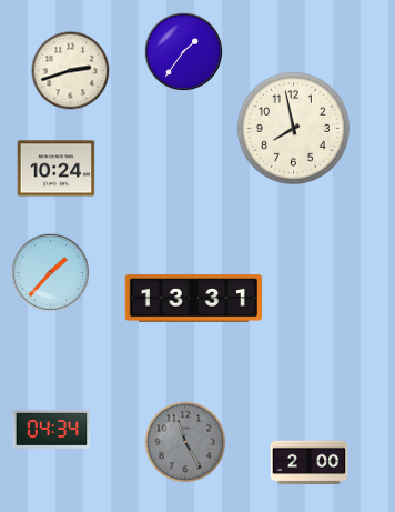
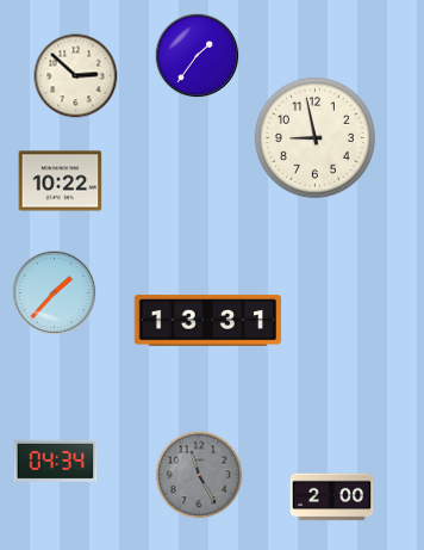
clock at (71, 71): 2:42 -> 2:52
clock at (293, 128): 7:58 -> 8:58
clock at (57, 169): 10:24 -> 10:22
